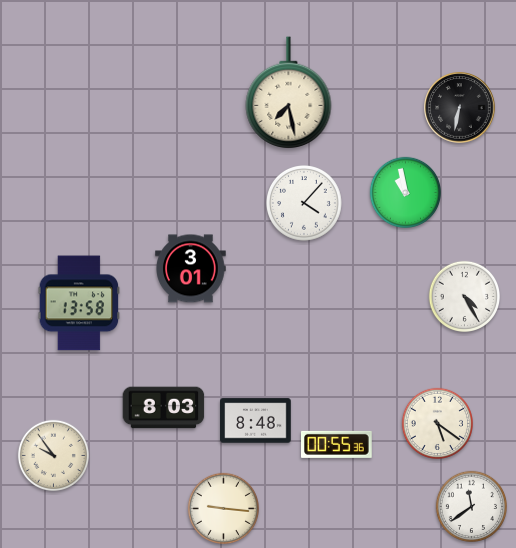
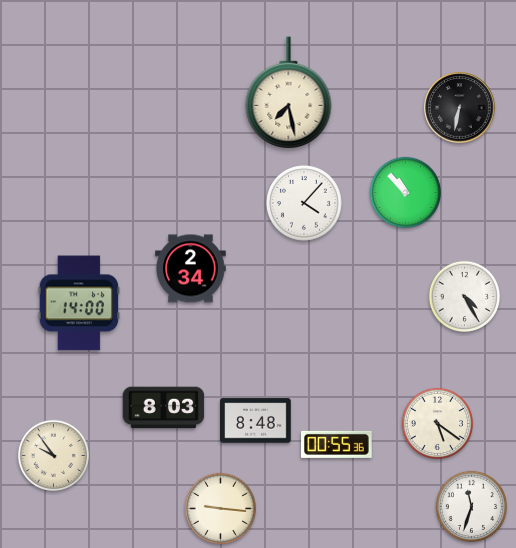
clock at (405, 192): 10:58 -> 10:53
clock at (191, 269): 3:01 -> 2:34
clock at (79, 303): 13:58 -> 14:00
clock at (471, 506): 11:39 -> 11:33
clock at (223, 508) position: (223, 508) -> (220, 508)
